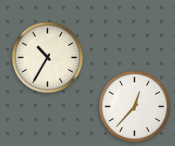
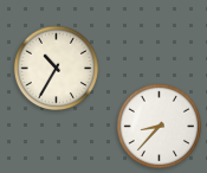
clock at (134, 106): 12:37 -> 8:37
